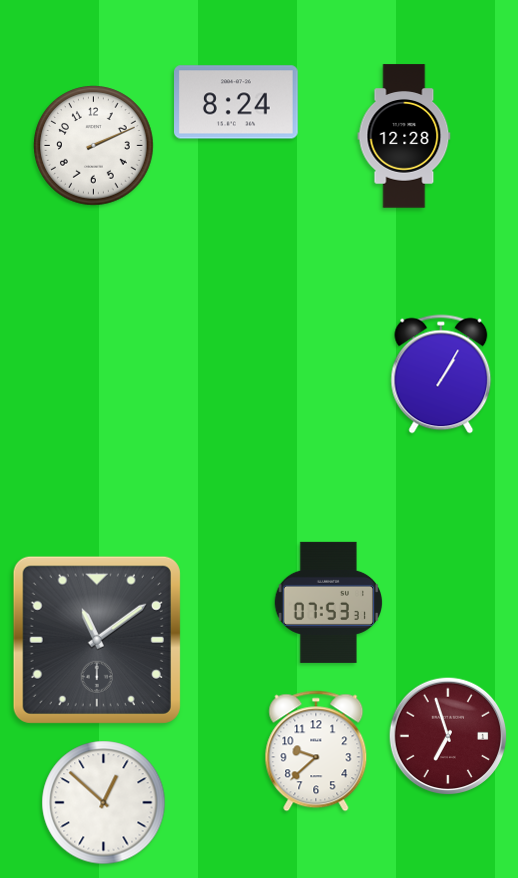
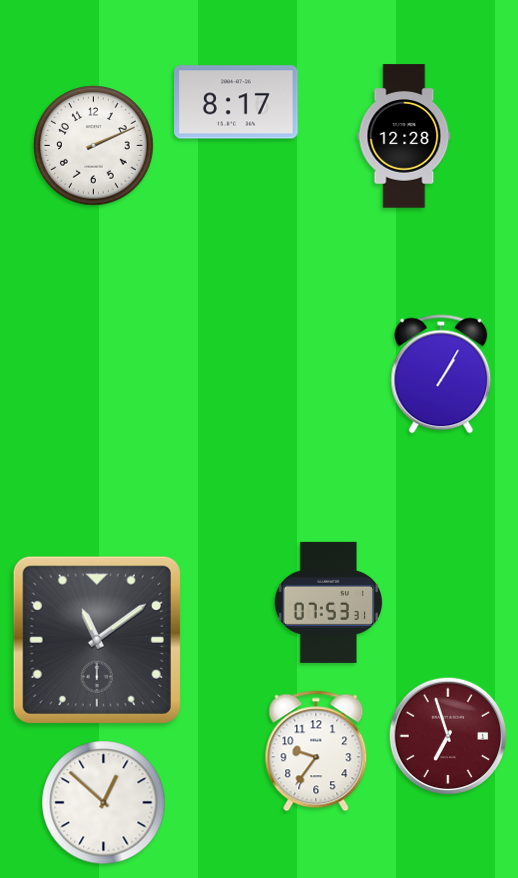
clock at (237, 102): 8:24 -> 8:17
clock at (316, 751): 9:38 -> 9:36
